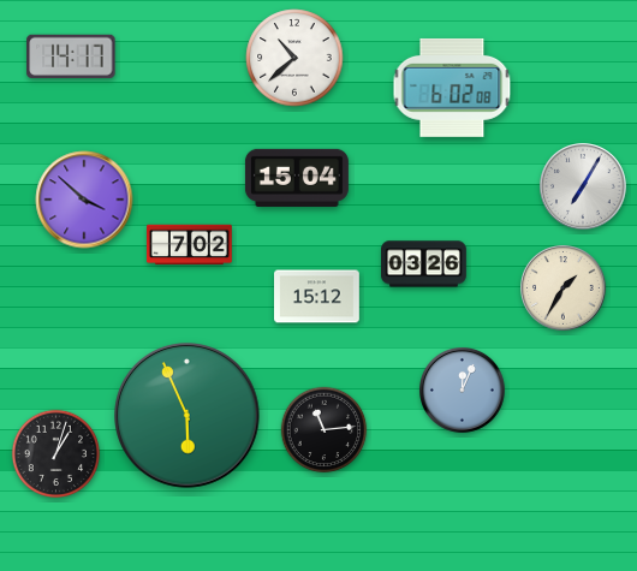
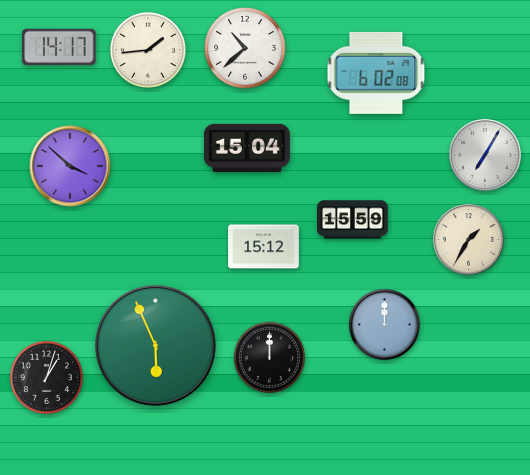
clock at (148, 50): none -> 1:44
clock at (190, 245): 7:02 -> none
clock at (424, 264): 03:26 -> 15:59
clock at (463, 391): 12:04 -> 12:00
clock at (325, 430): 11:14 -> 12:00
